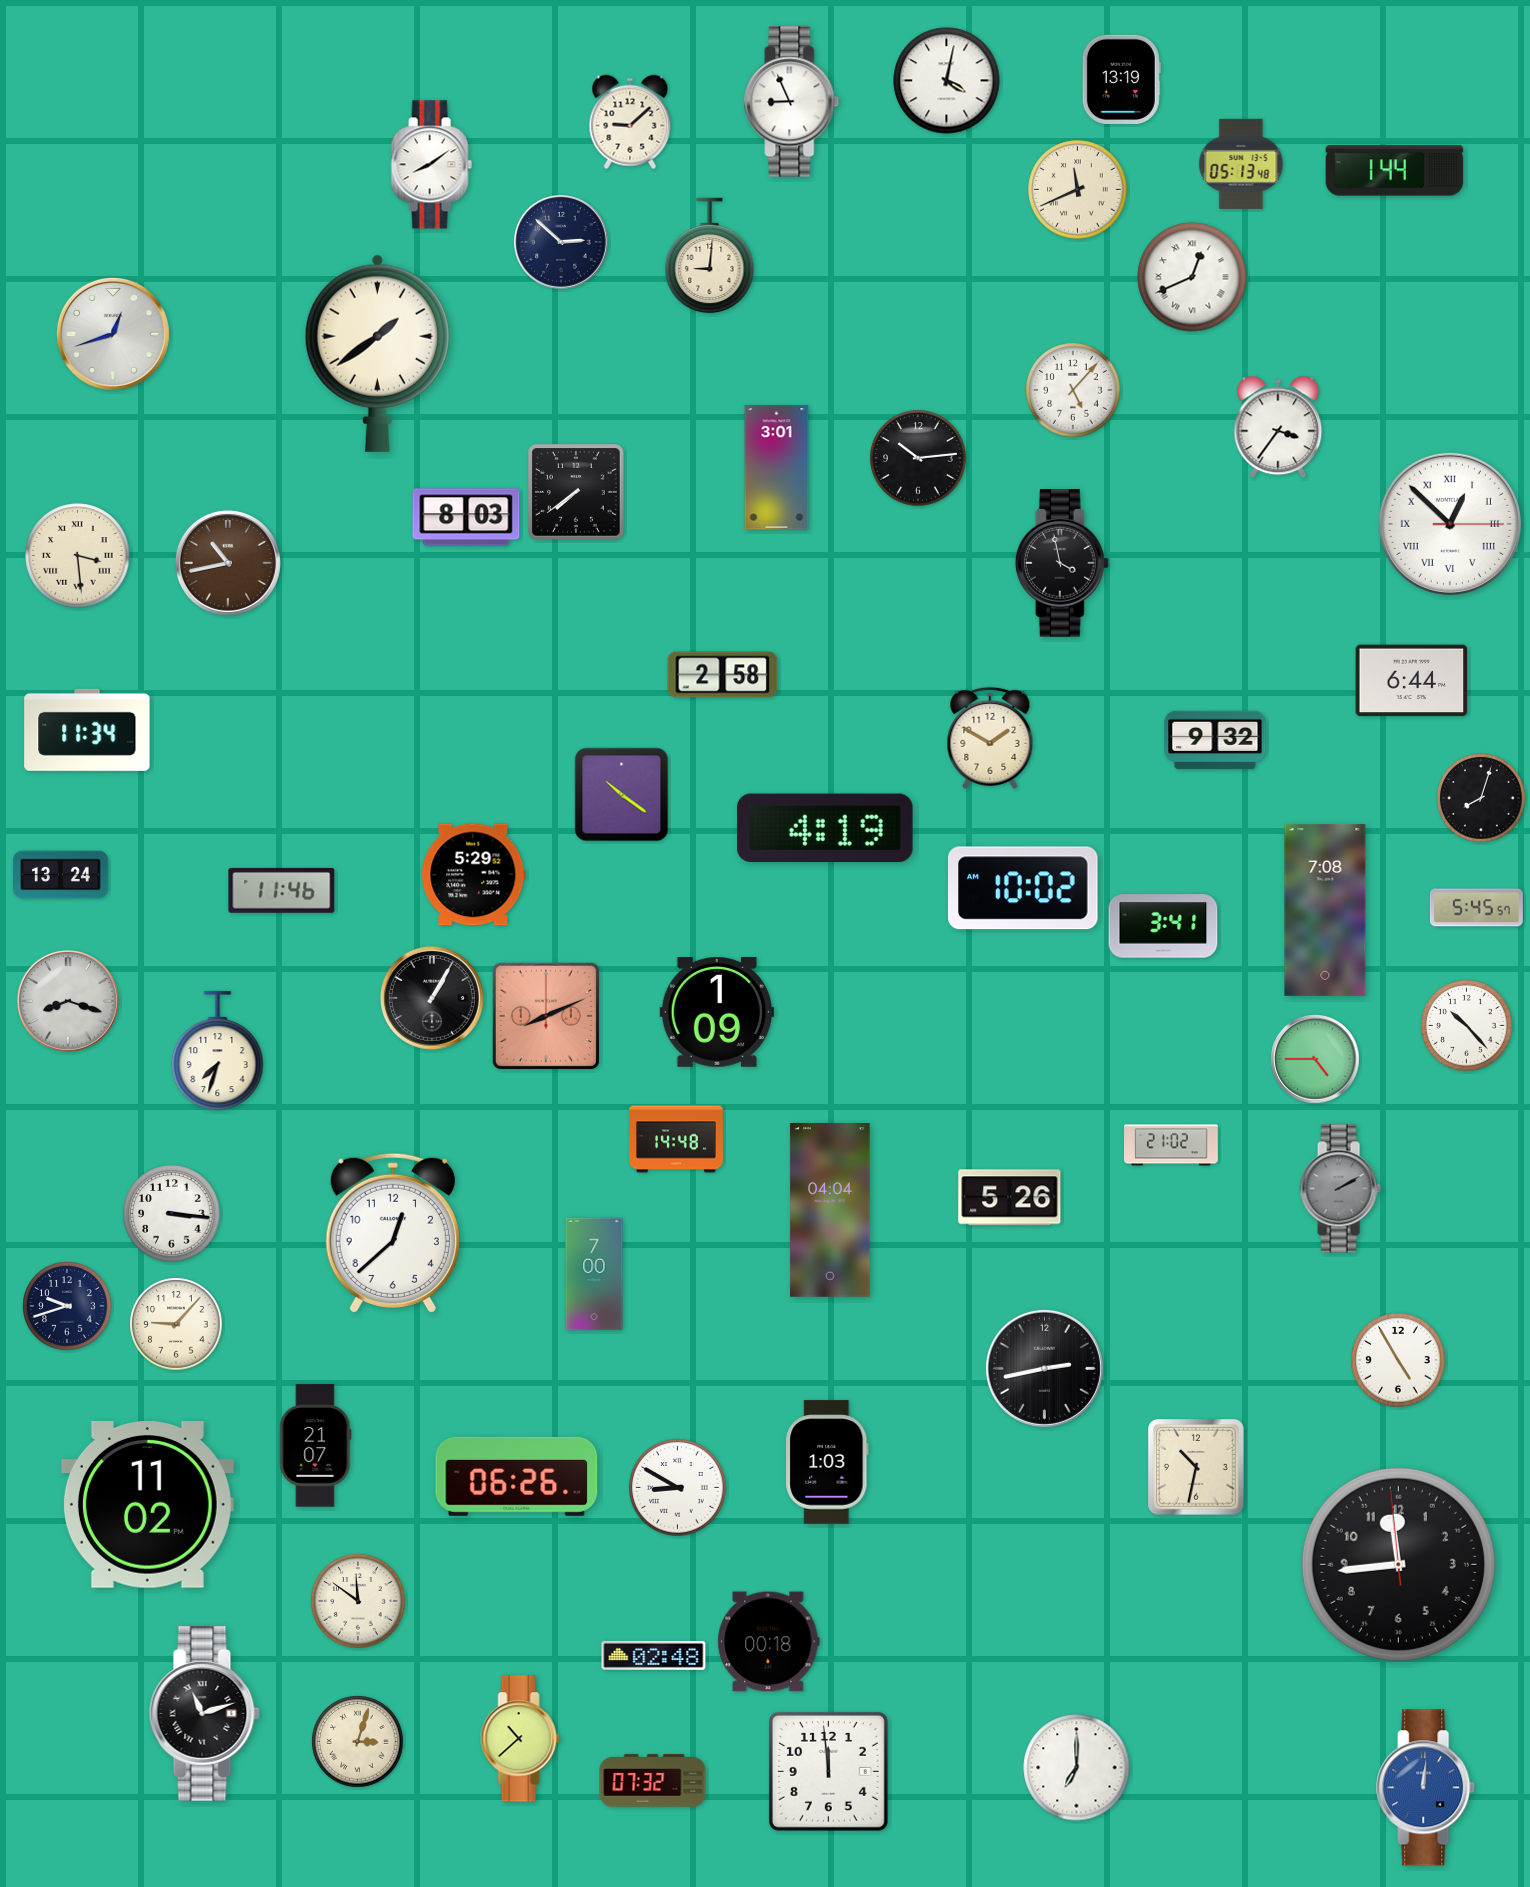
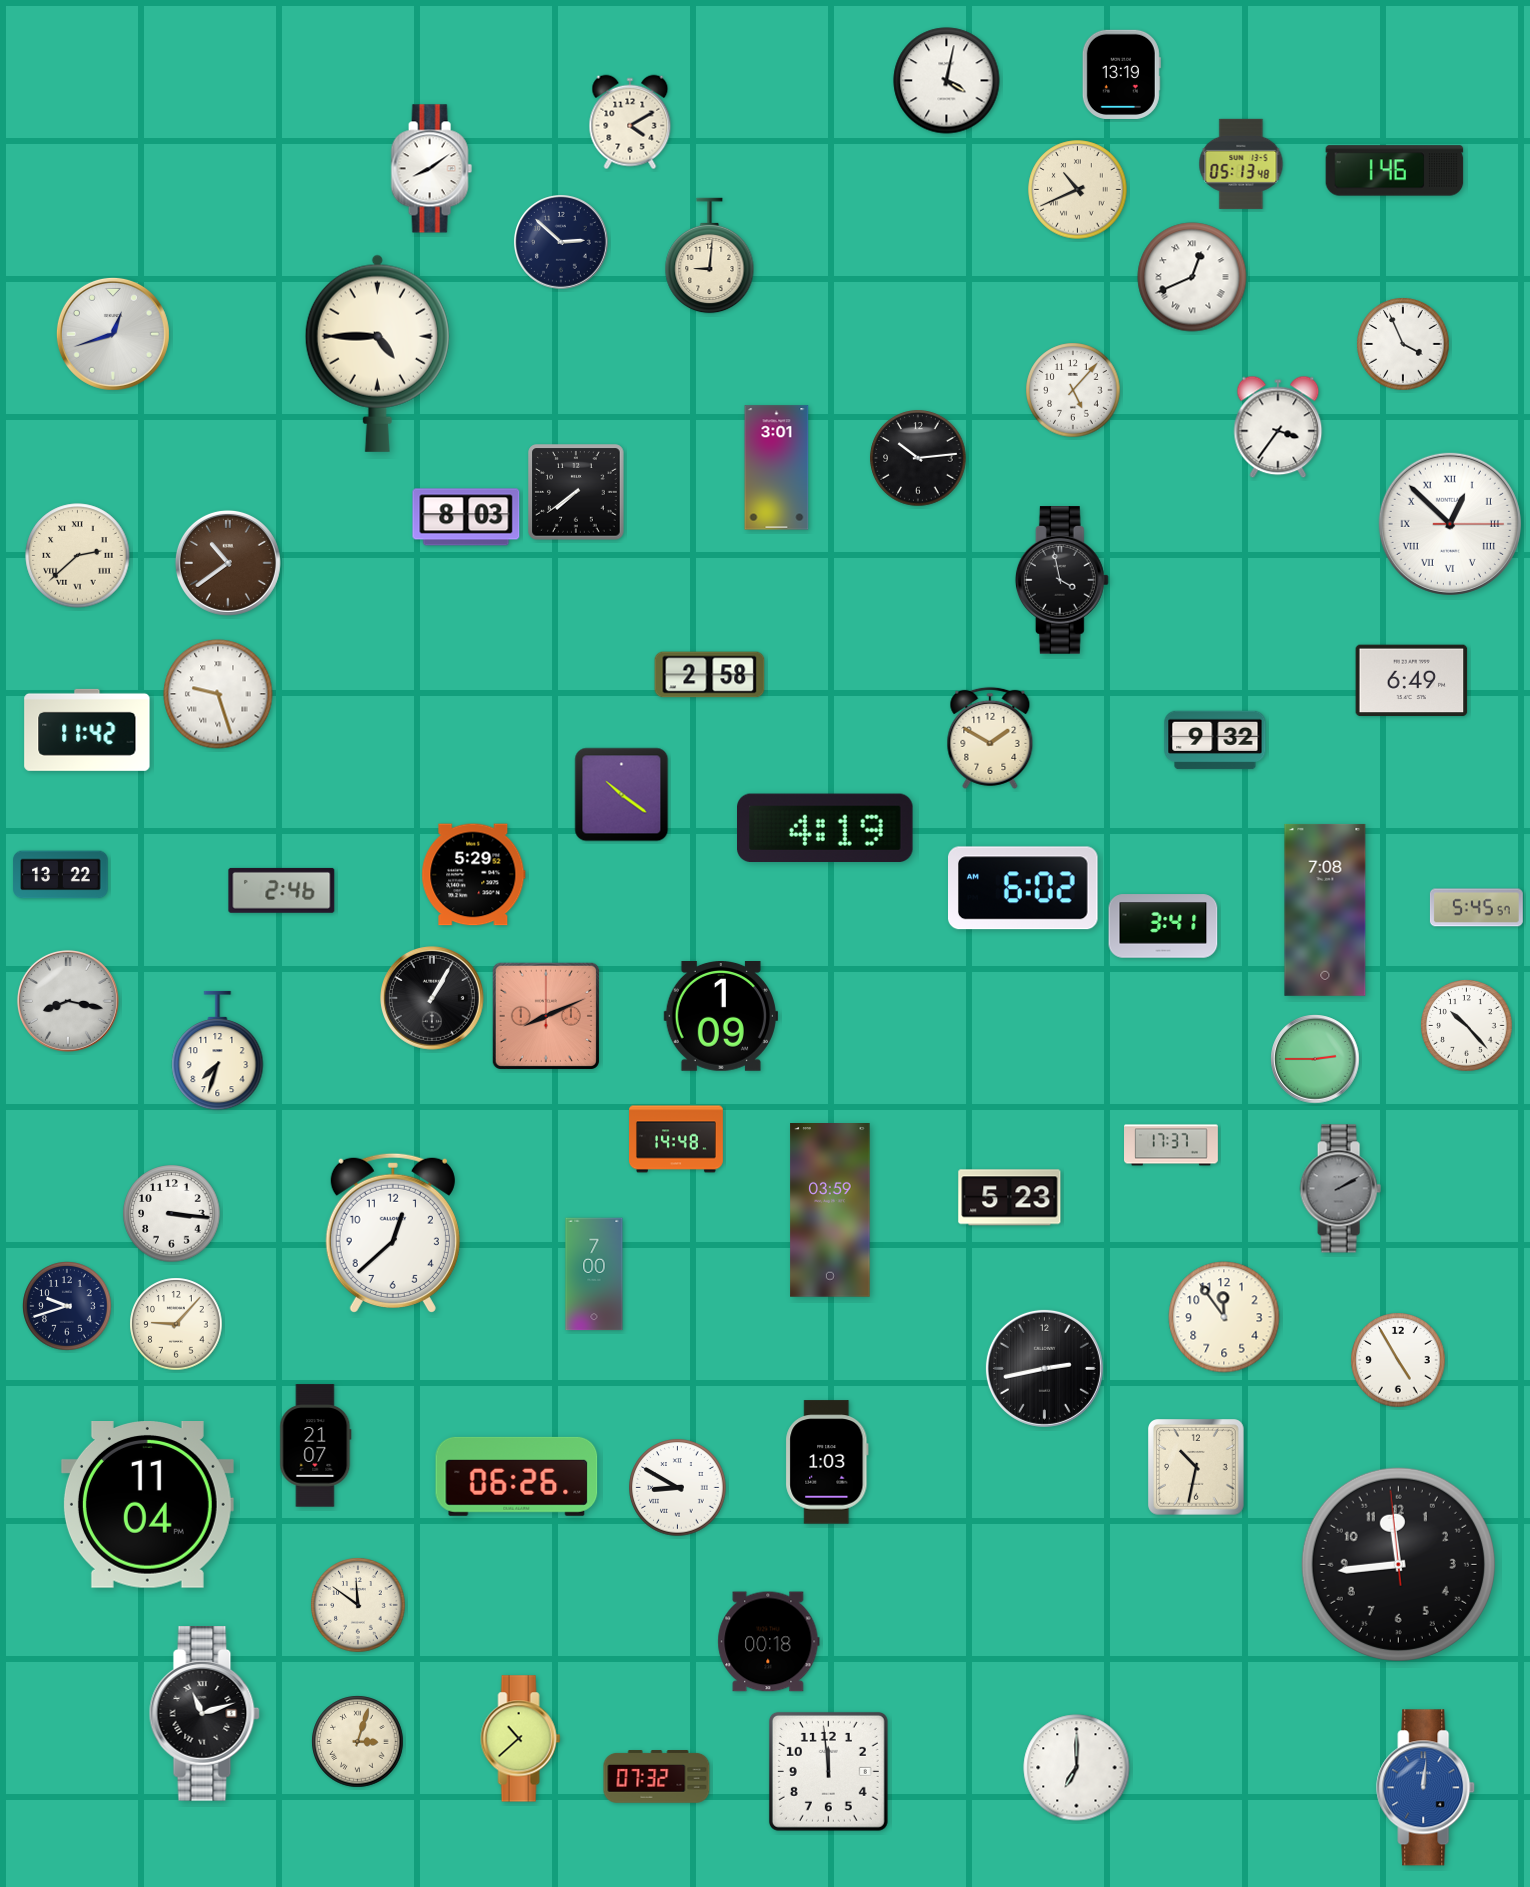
clock at (1121, 79) position: (1121, 79) -> (1121, 74)
clock at (792, 102): 8:56 -> none
clock at (630, 122): 9:08 -> 4:10
clock at (431, 165) position: (431, 165) -> (431, 169)
clock at (1395, 171): 1:44 -> 1:46
clock at (1078, 190): 11:41 -> 10:41
clock at (1403, 344): none -> 3:56
clock at (377, 353): 1:39 -> 4:45
clock at (78, 556): 3:29 -> 2:38
clock at (228, 563): 10:43 -> 10:39
clock at (1062, 564) position: (1062, 564) -> (1062, 581)
clock at (723, 675) position: (723, 675) -> (710, 675)
clock at (1412, 681): 6:44 -> 6:49
clock at (218, 694): none -> 9:27
clock at (87, 730): 11:34 -> 11:42
clock at (1481, 798): 8:03 -> none
clock at (61, 875): 13:24 -> 13:22
clock at (1024, 888): 10:02 -> 6:02
clock at (282, 890): 11:46 -> 2:46
clock at (68, 1001): 8:18 -> 8:17
clock at (716, 1013) position: (716, 1013) -> (720, 1017)
clock at (1315, 1059): 4:45 -> 2:45
clock at (1172, 1145): 21:02 -> 17:37
clock at (1010, 1198): 5:26 -> 5:23
clock at (830, 1210): 04:04 -> 03:59
clock at (1224, 1317): none -> 11:54
clock at (147, 1505): 11:02 -> 11:04
clock at (358, 1601) position: (358, 1601) -> (358, 1605)
clock at (654, 1655): 02:48 -> none
clock at (653, 1781) position: (653, 1781) -> (657, 1777)
